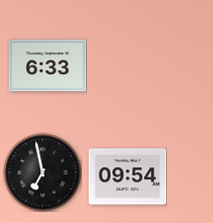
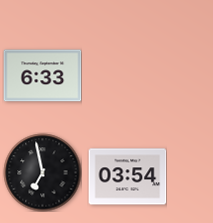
clock at (47, 66) position: (47, 66) -> (42, 76)
clock at (127, 177): 09:54 -> 03:54
